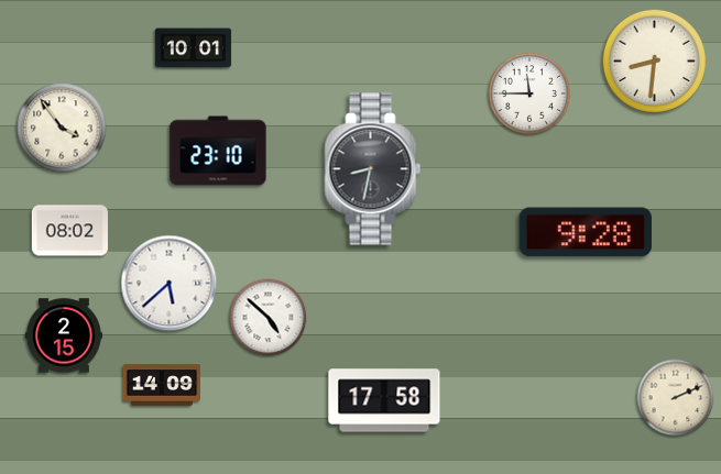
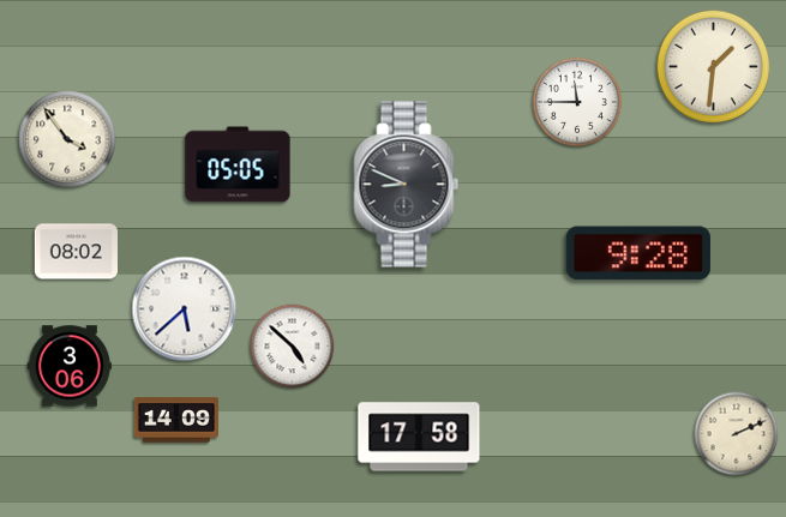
clock at (194, 48): 10:01 -> none
clock at (654, 60): 8:31 -> 1:31
clock at (218, 151): 23:10 -> 05:05
clock at (373, 169): 8:32 -> 8:49
clock at (64, 335): 2:15 -> 3:06
